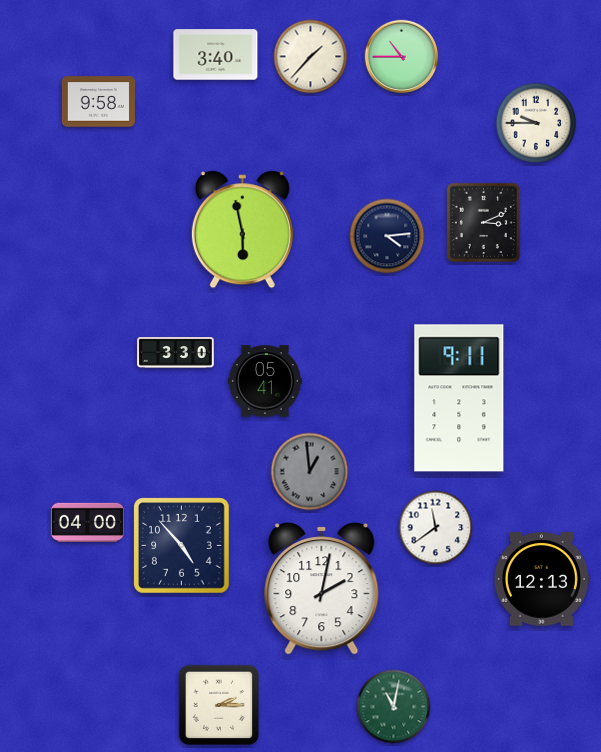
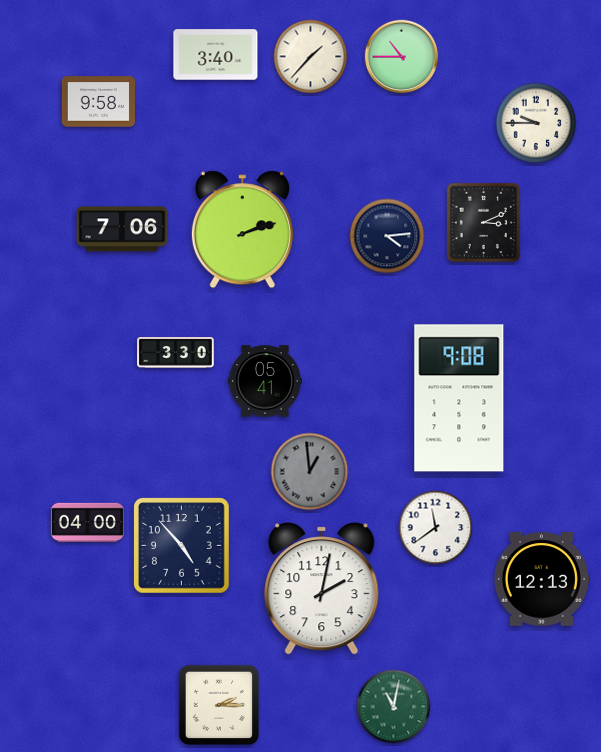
clock at (122, 229): none -> 7:06
clock at (242, 230): 5:58 -> 2:12
clock at (459, 398): 9:11 -> 9:08
